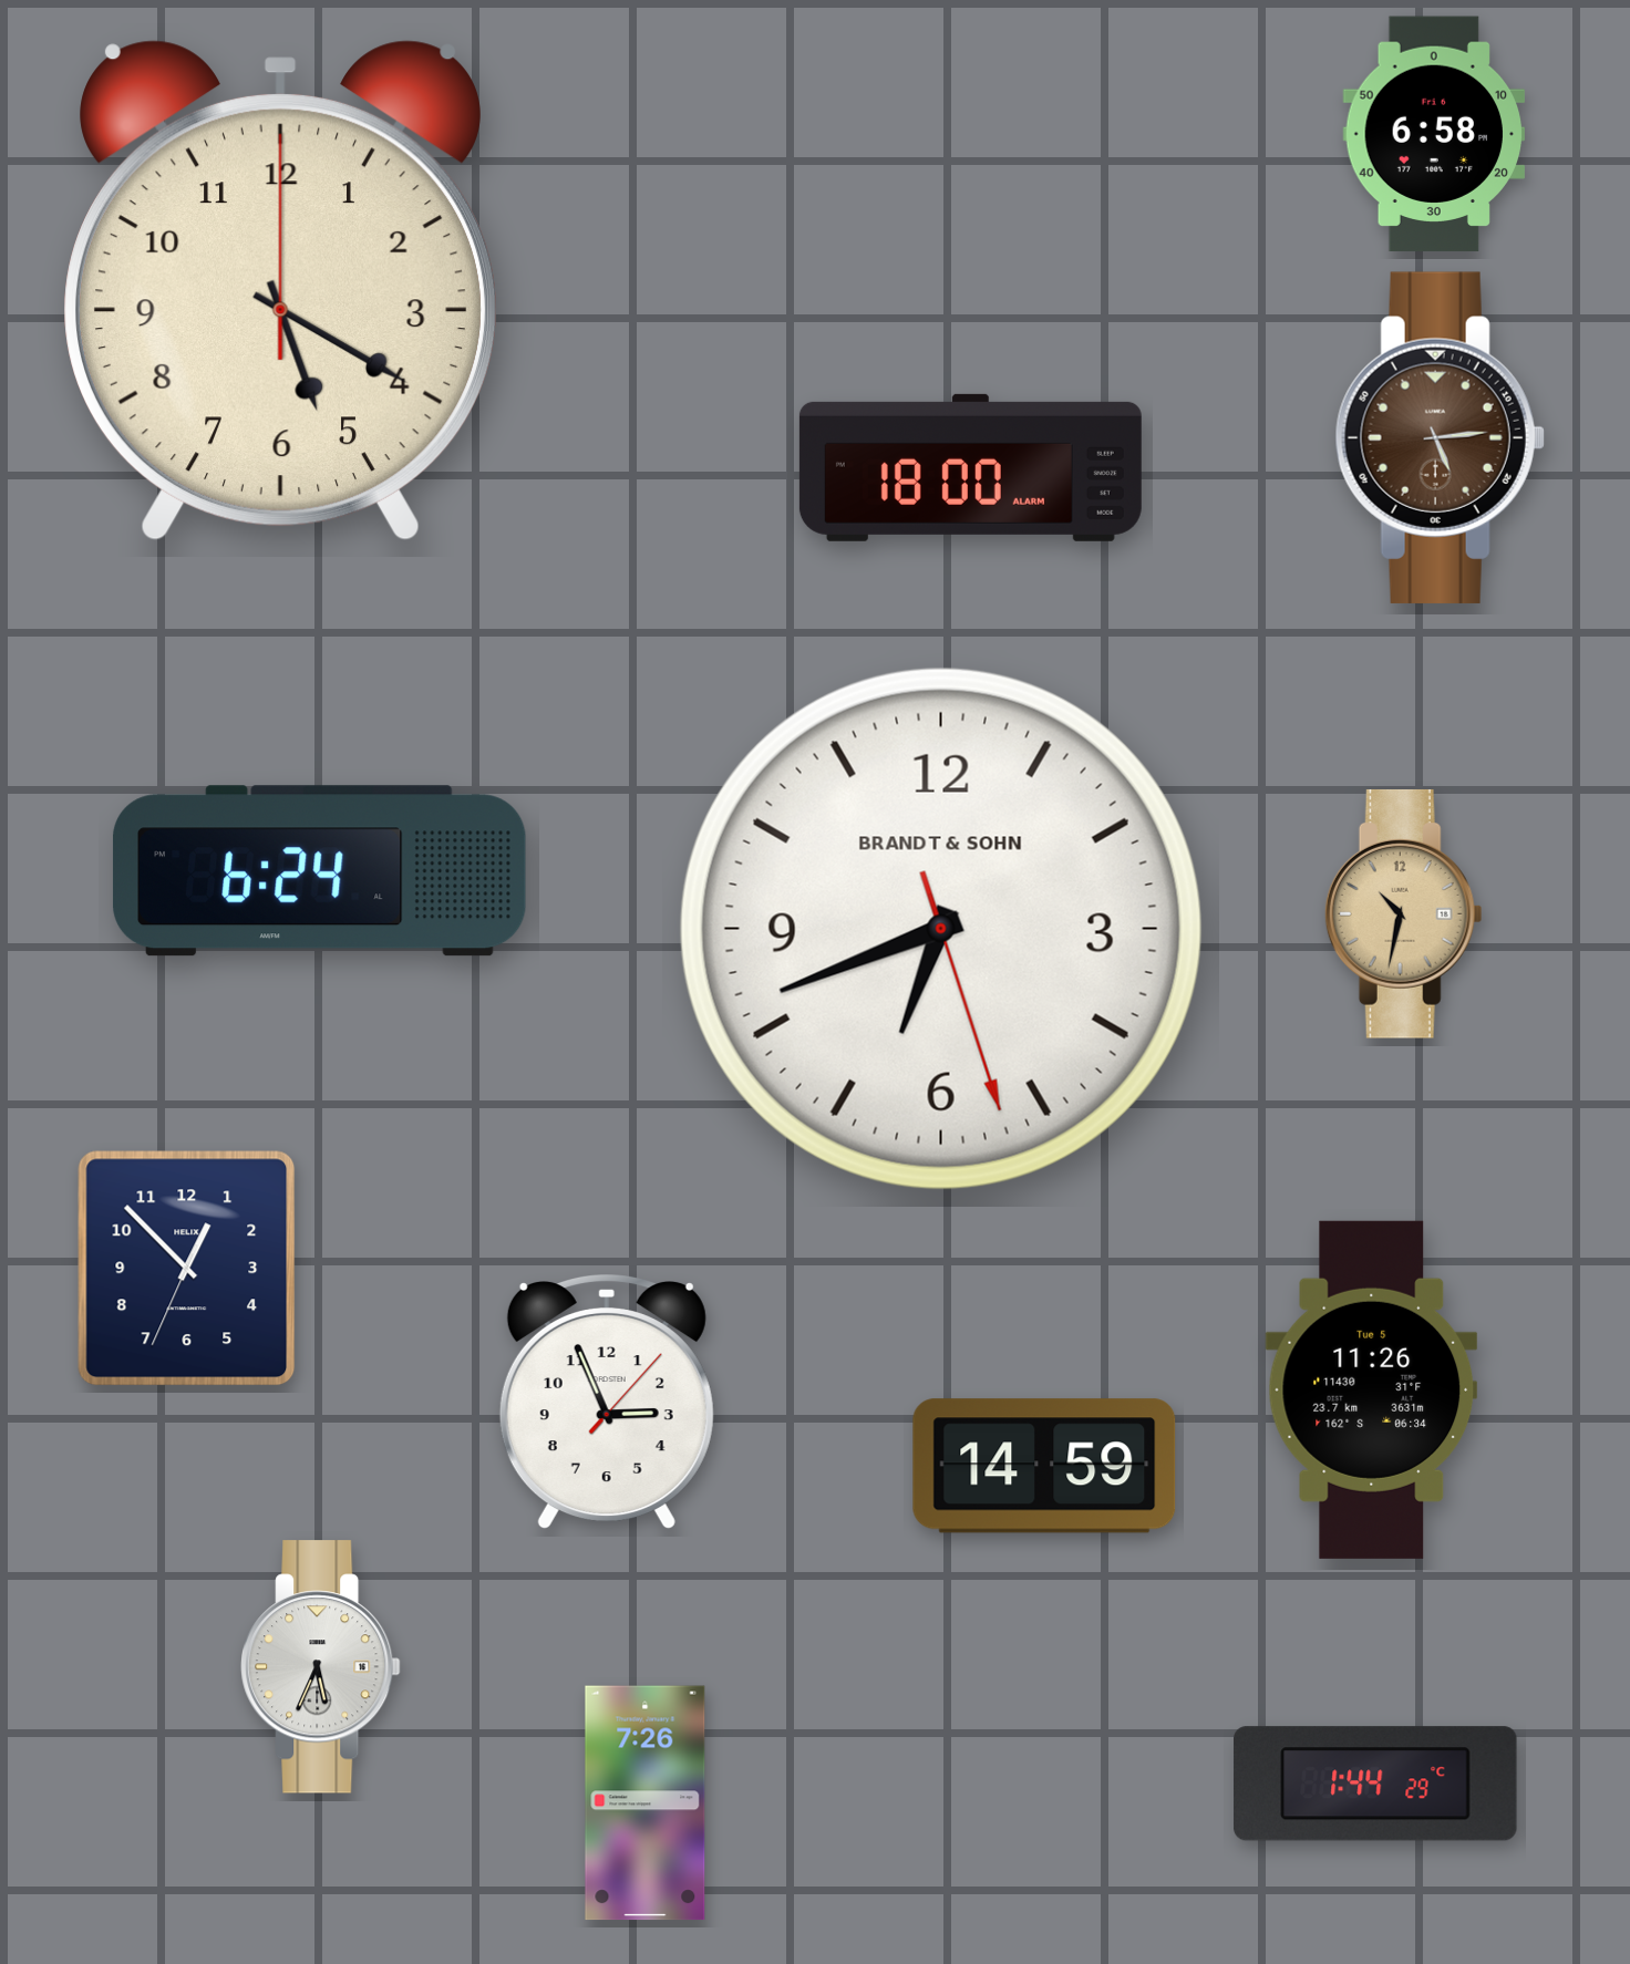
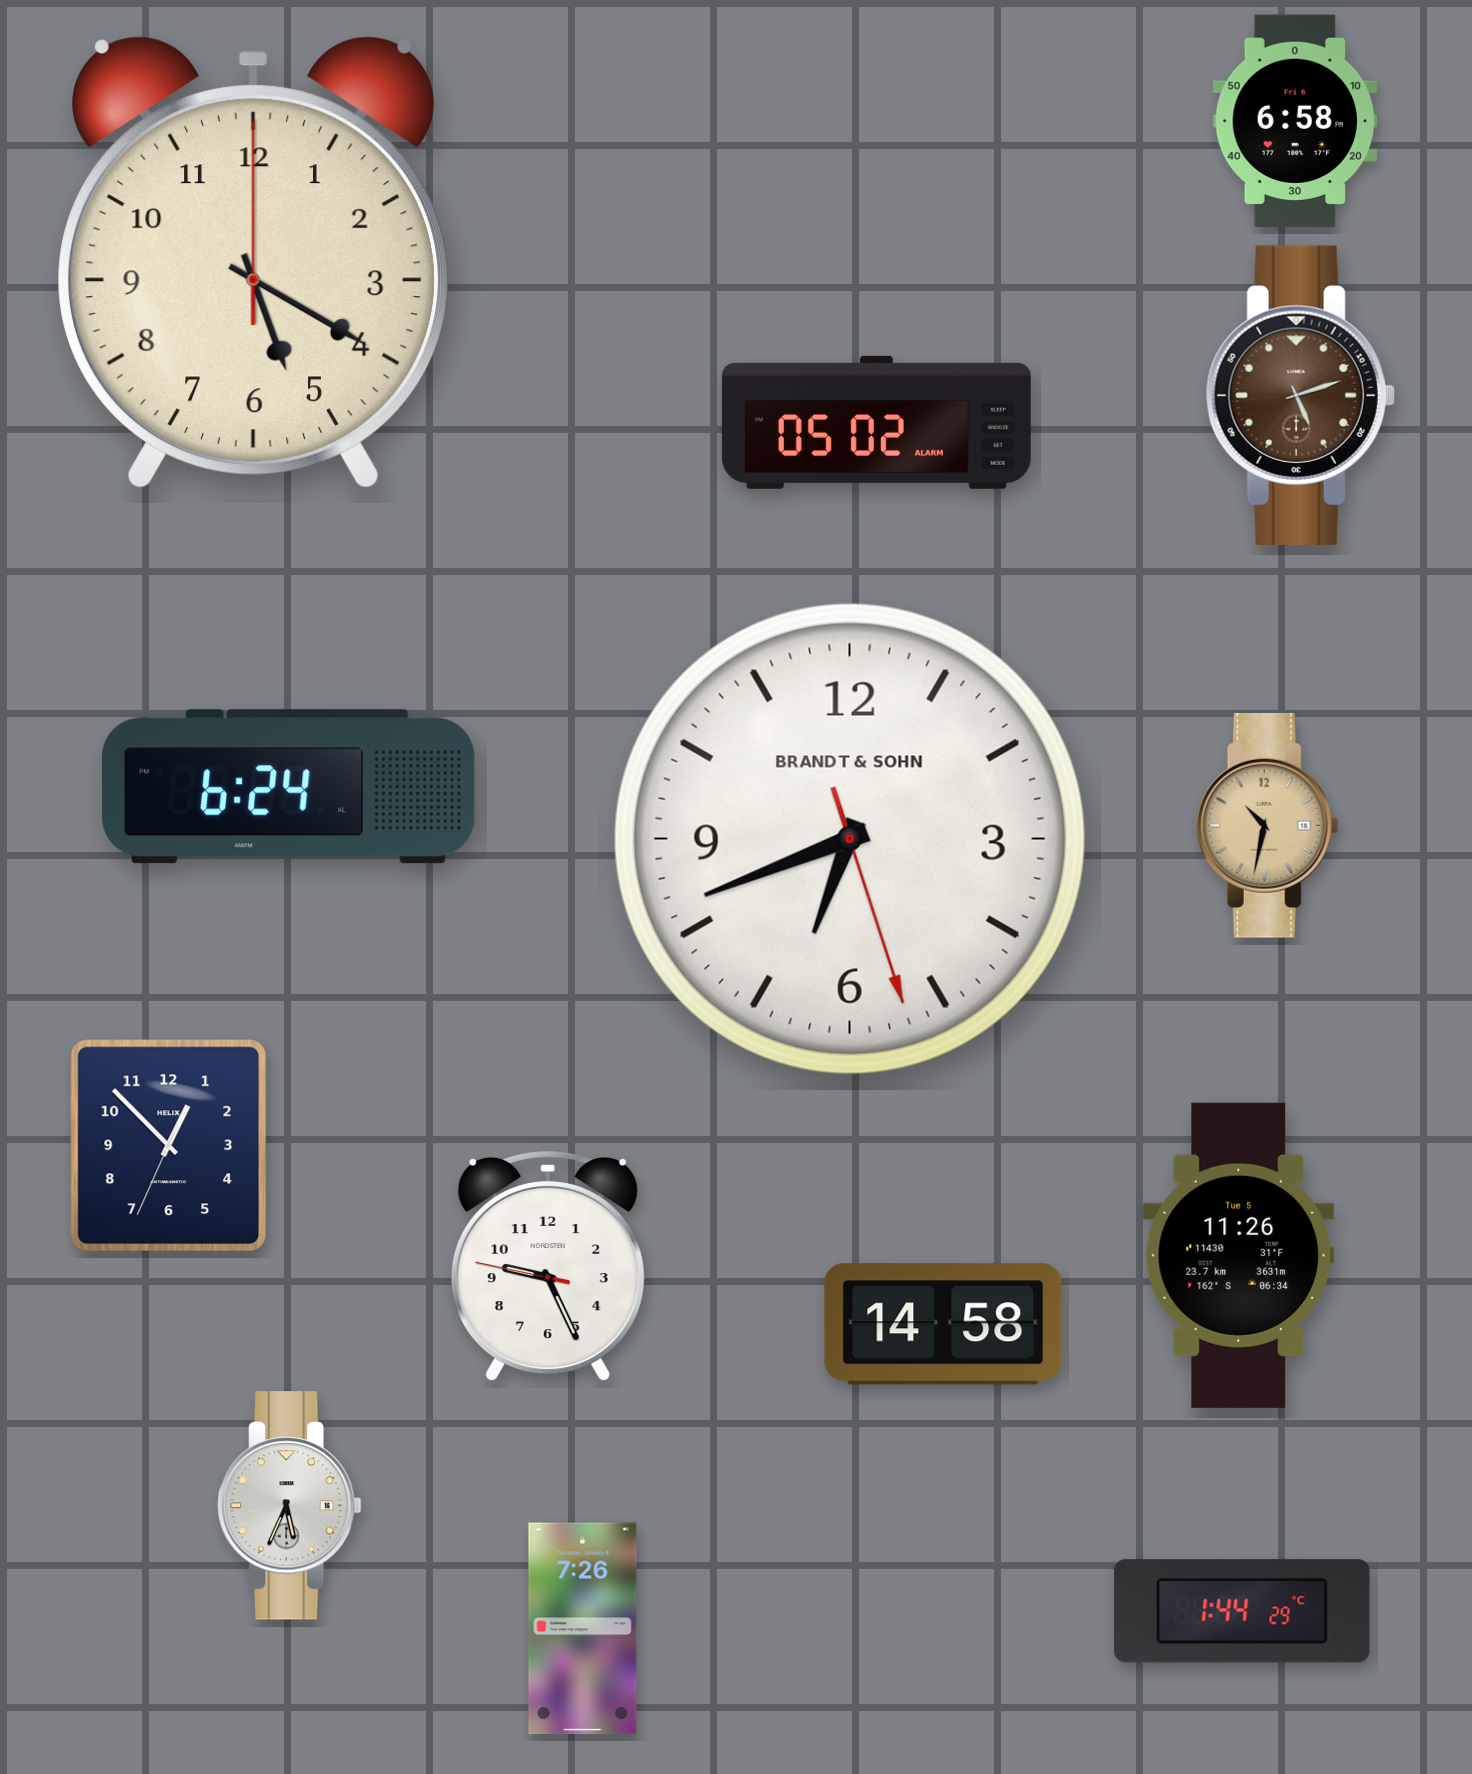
clock at (1440, 437): 5:14 -> 5:12
clock at (970, 467): 18:00 -> 05:02
clock at (607, 1403): 2:56 -> 9:25
clock at (1044, 1466): 14:59 -> 14:58
